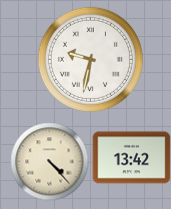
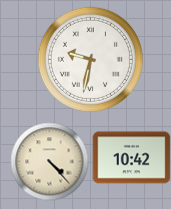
clock at (131, 158): 13:42 -> 10:42
